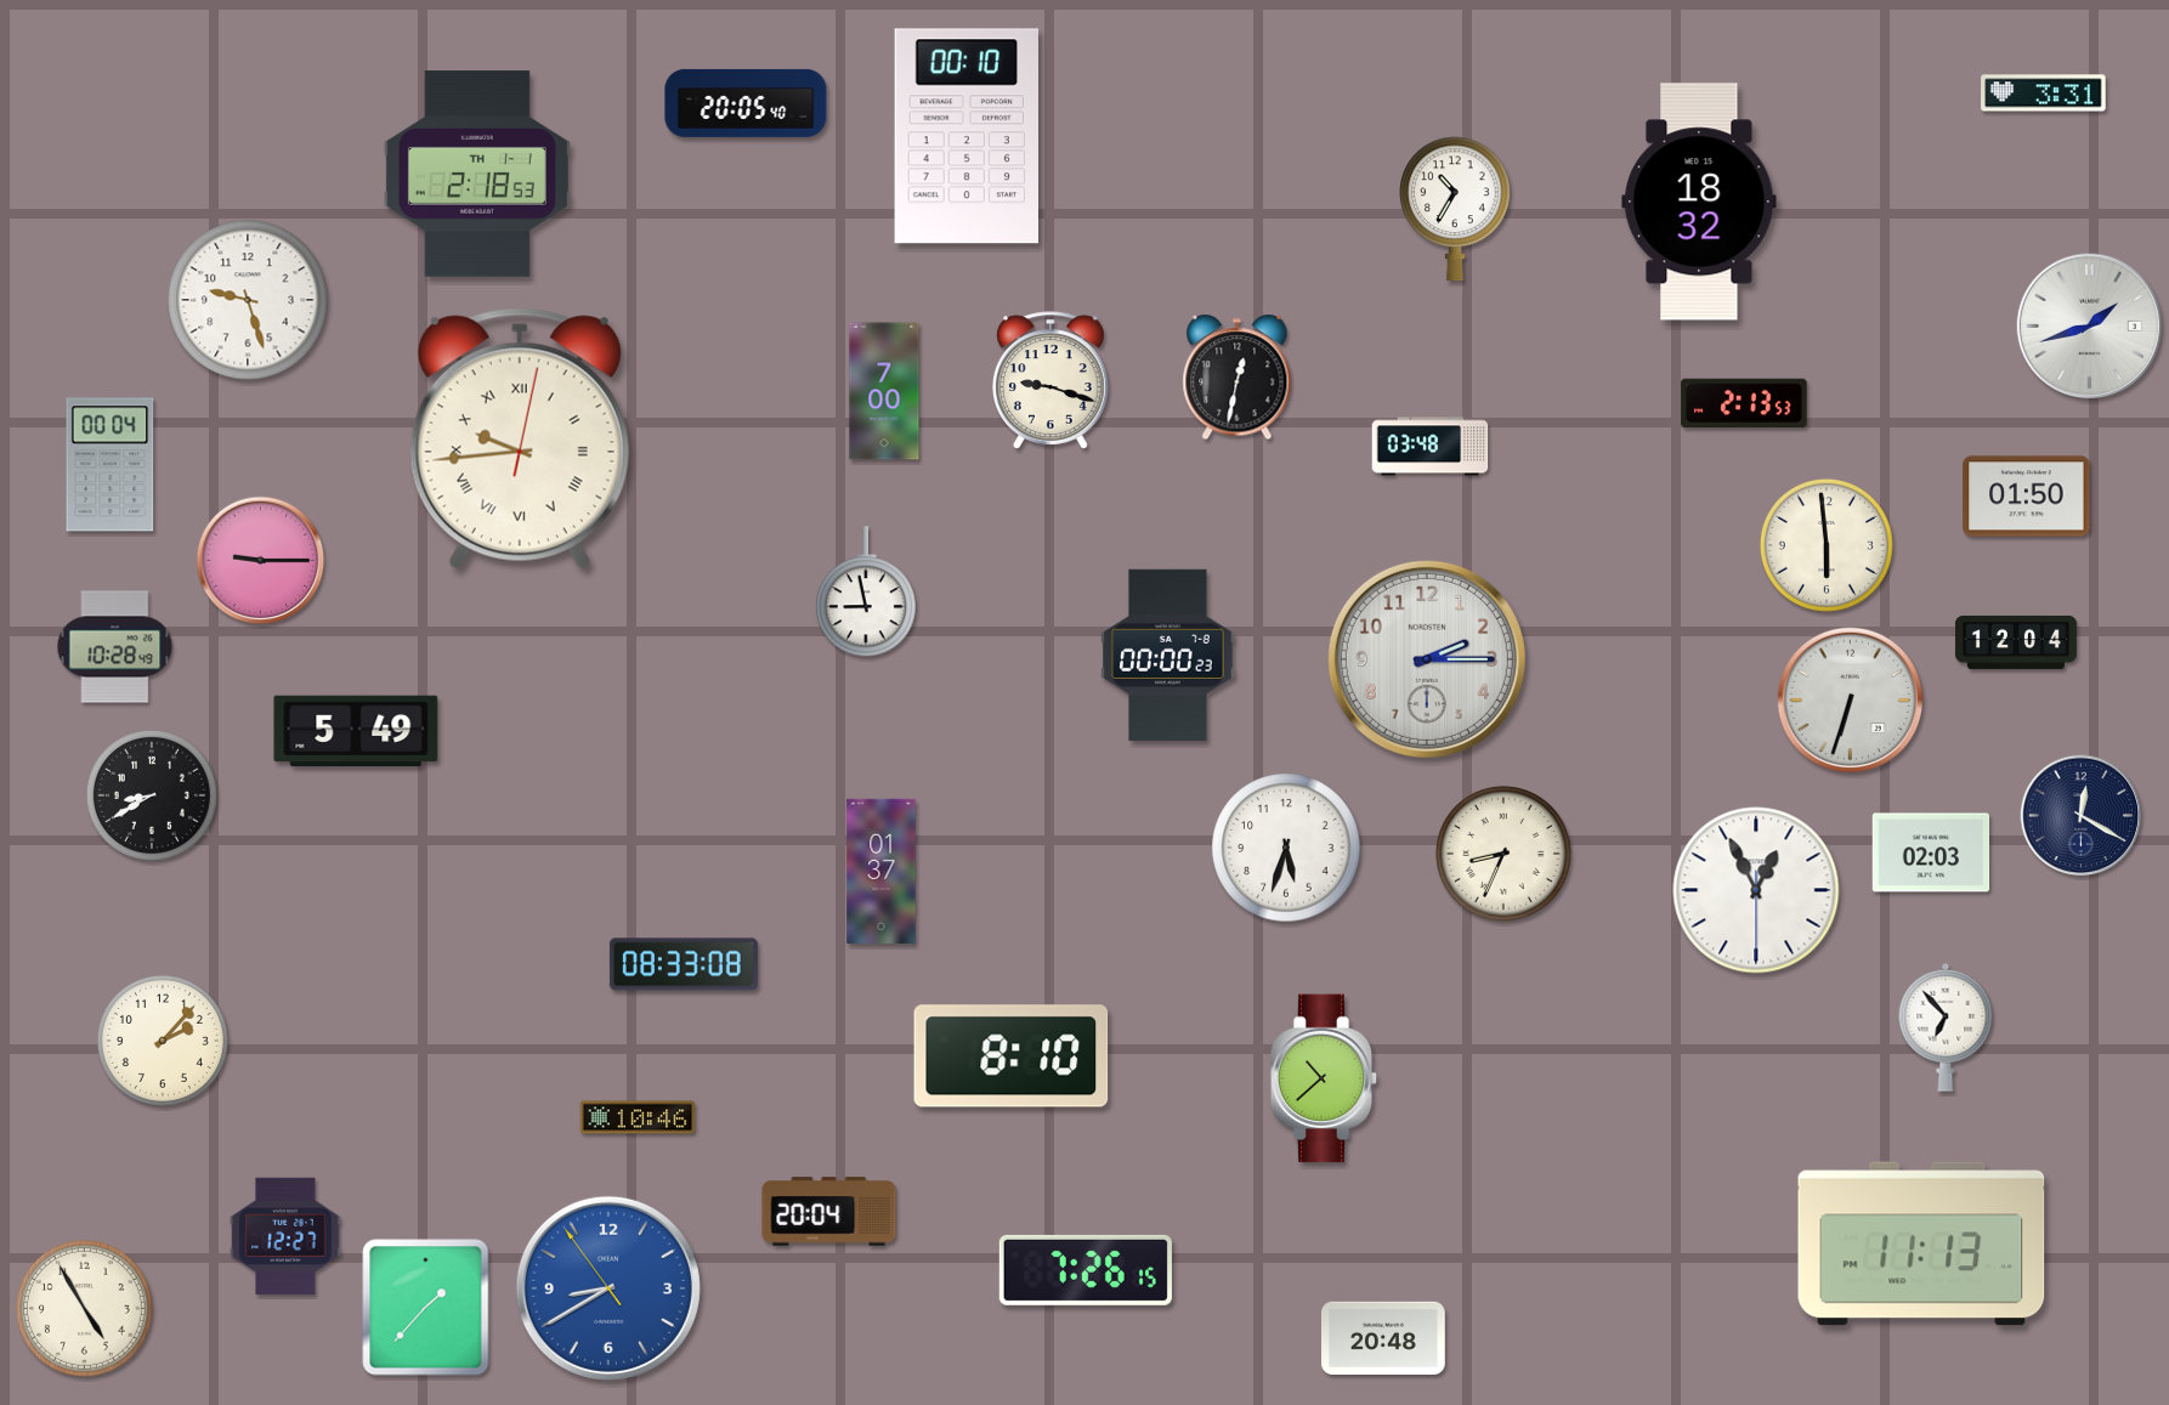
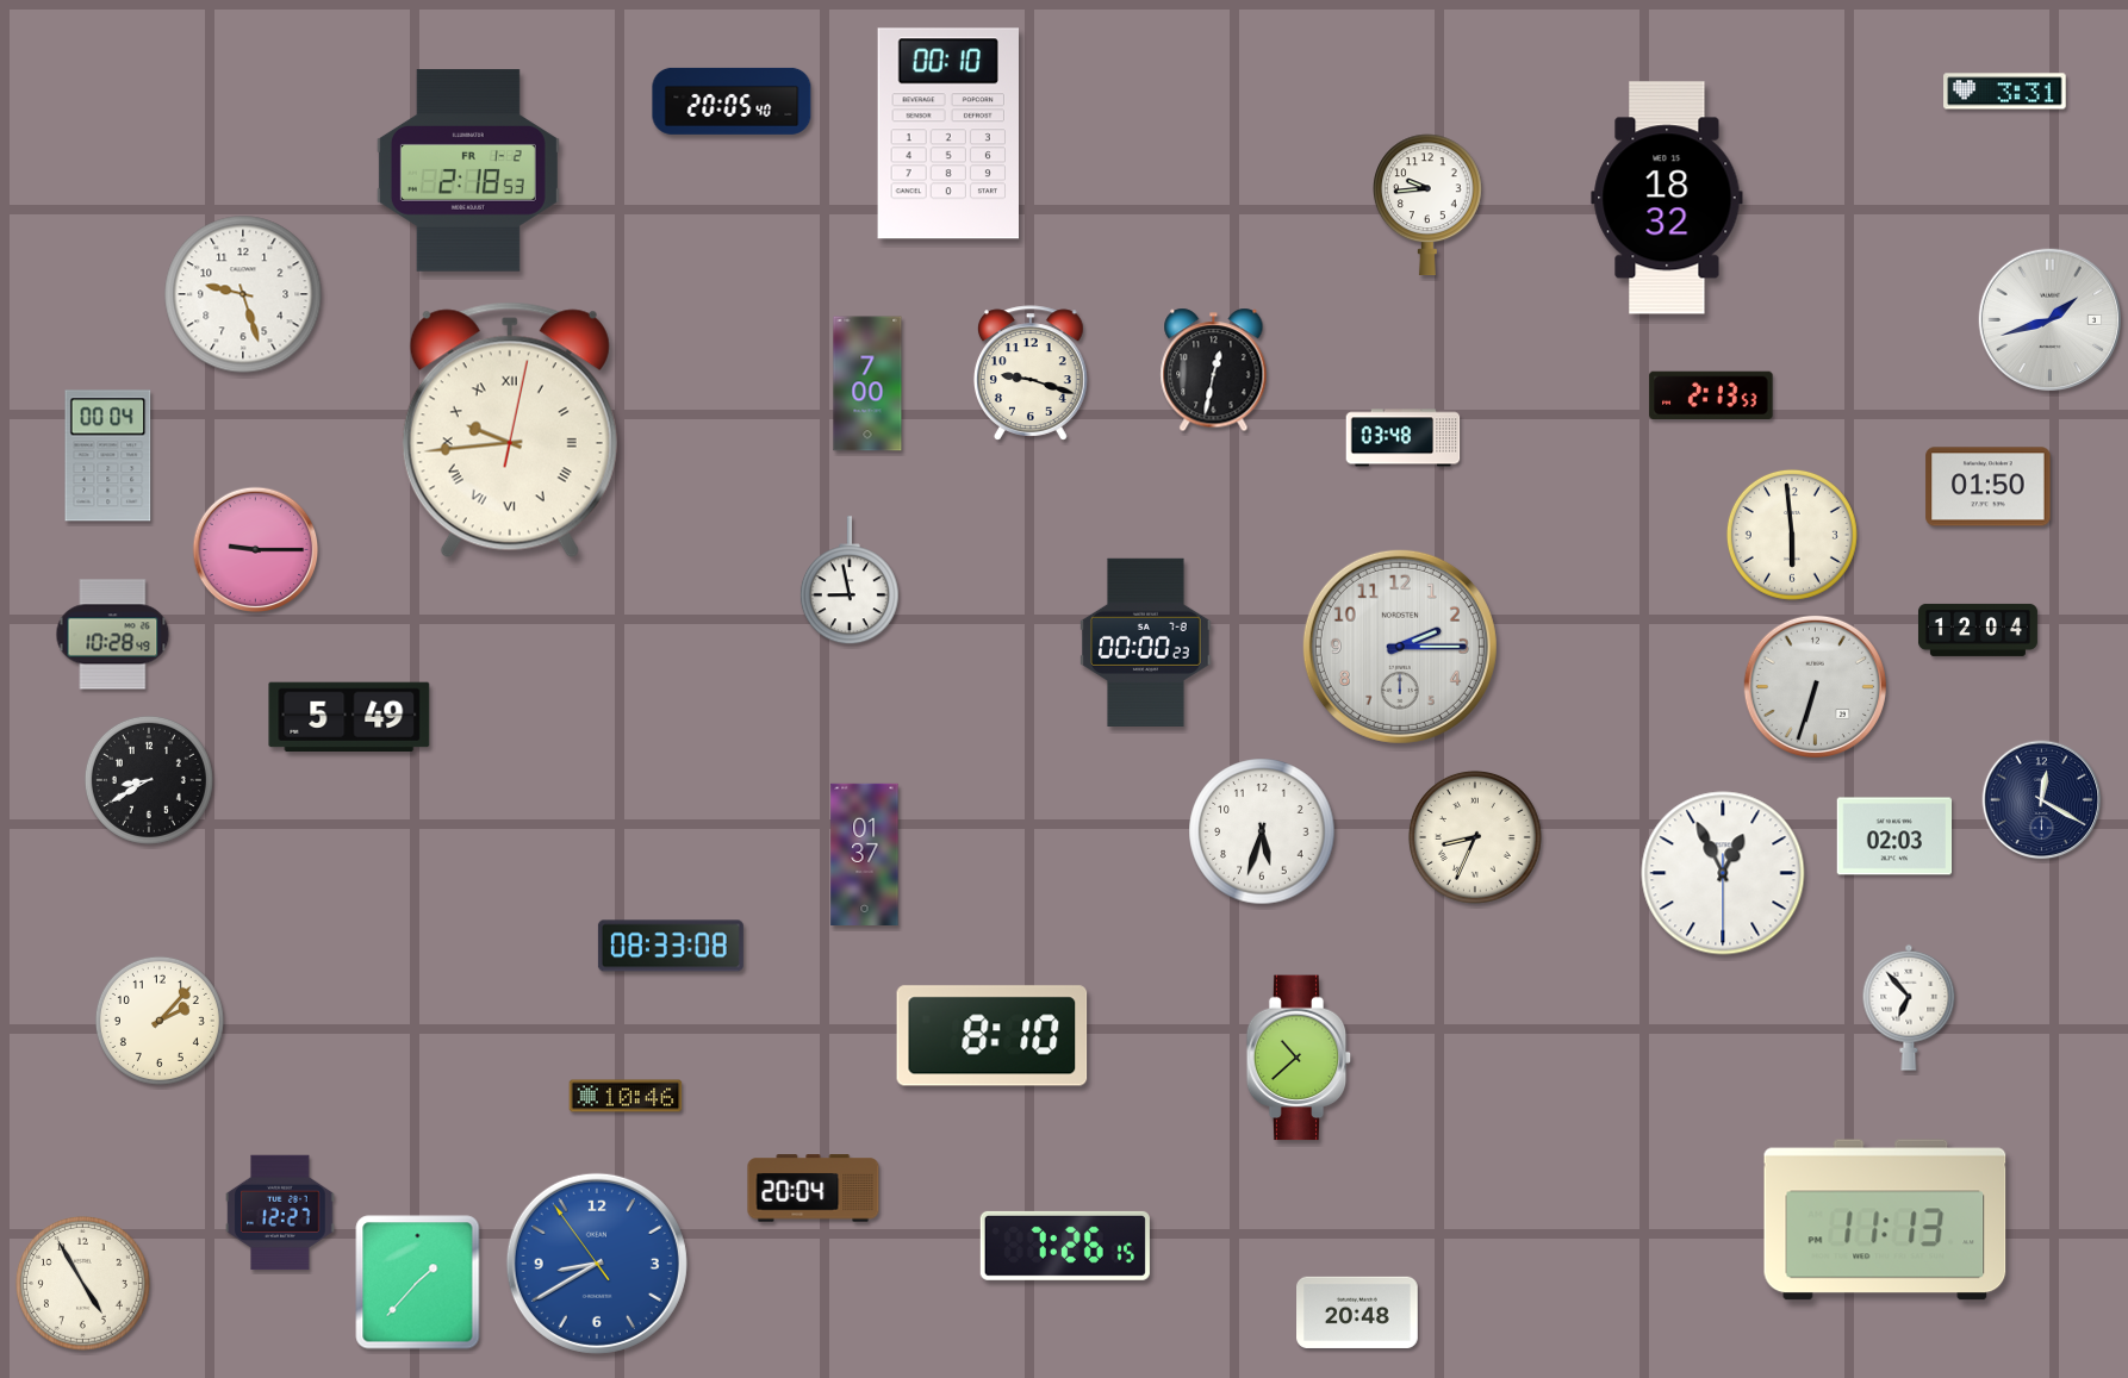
clock at (477, 174) date: TH 1-1 -> FR 1-2
clock at (1456, 208): 10:35 -> 9:44
